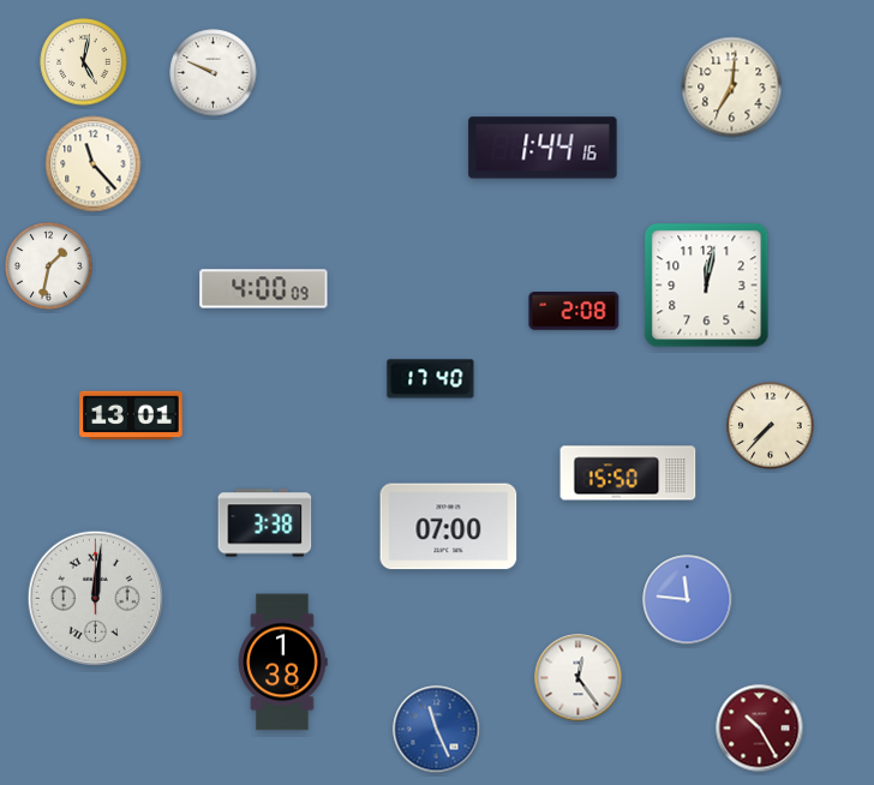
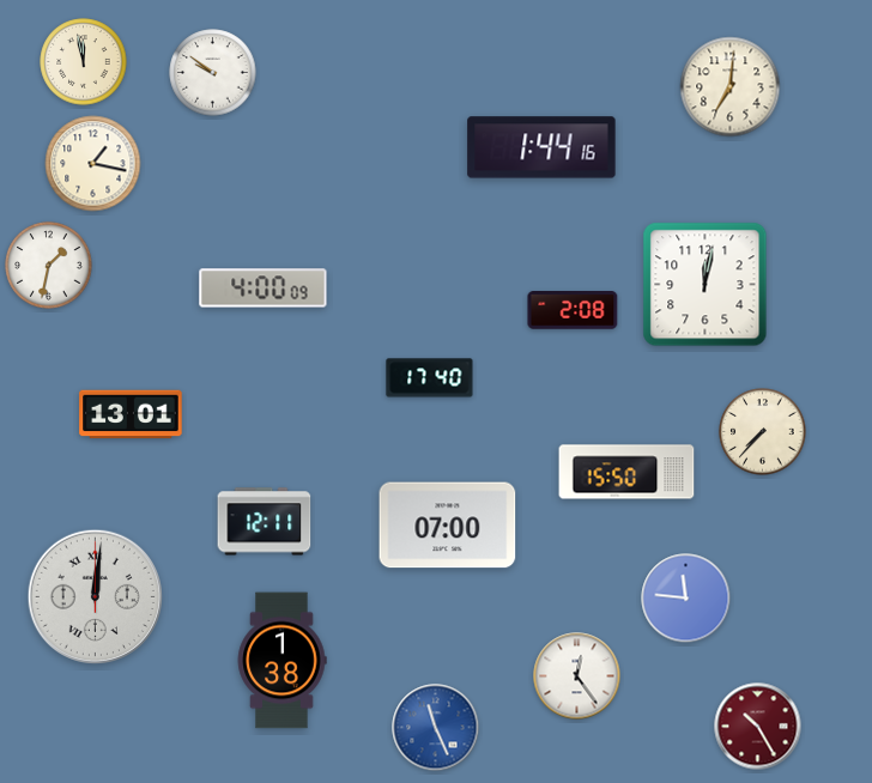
clock at (84, 62): 5:02 -> 11:58
clock at (214, 73): 9:49 -> 9:51
clock at (94, 164): 11:23 -> 1:17
clock at (771, 426) position: (771, 426) -> (763, 432)
clock at (265, 523): 3:38 -> 12:11
